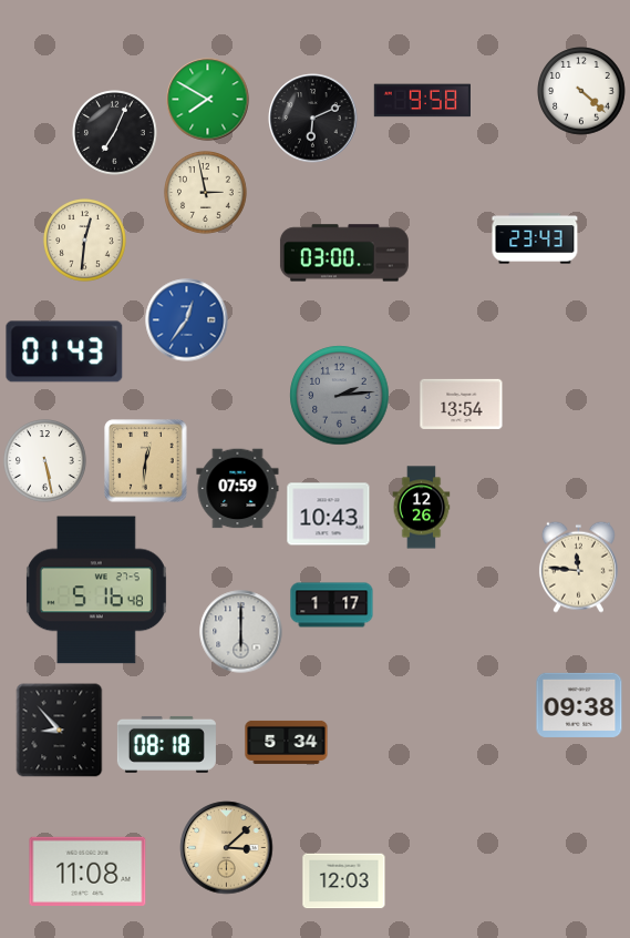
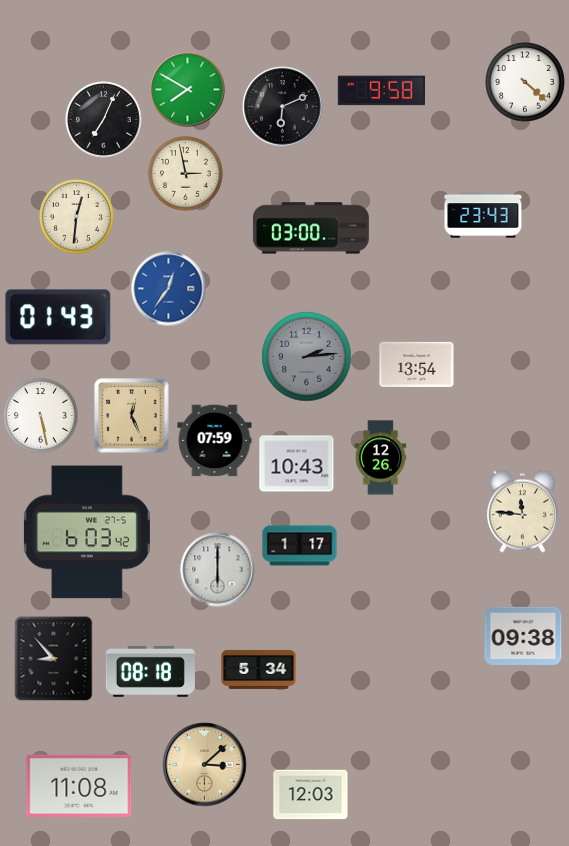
clock at (146, 461): 12:31 -> 12:26
clock at (96, 590): 5:16 -> 6:03
